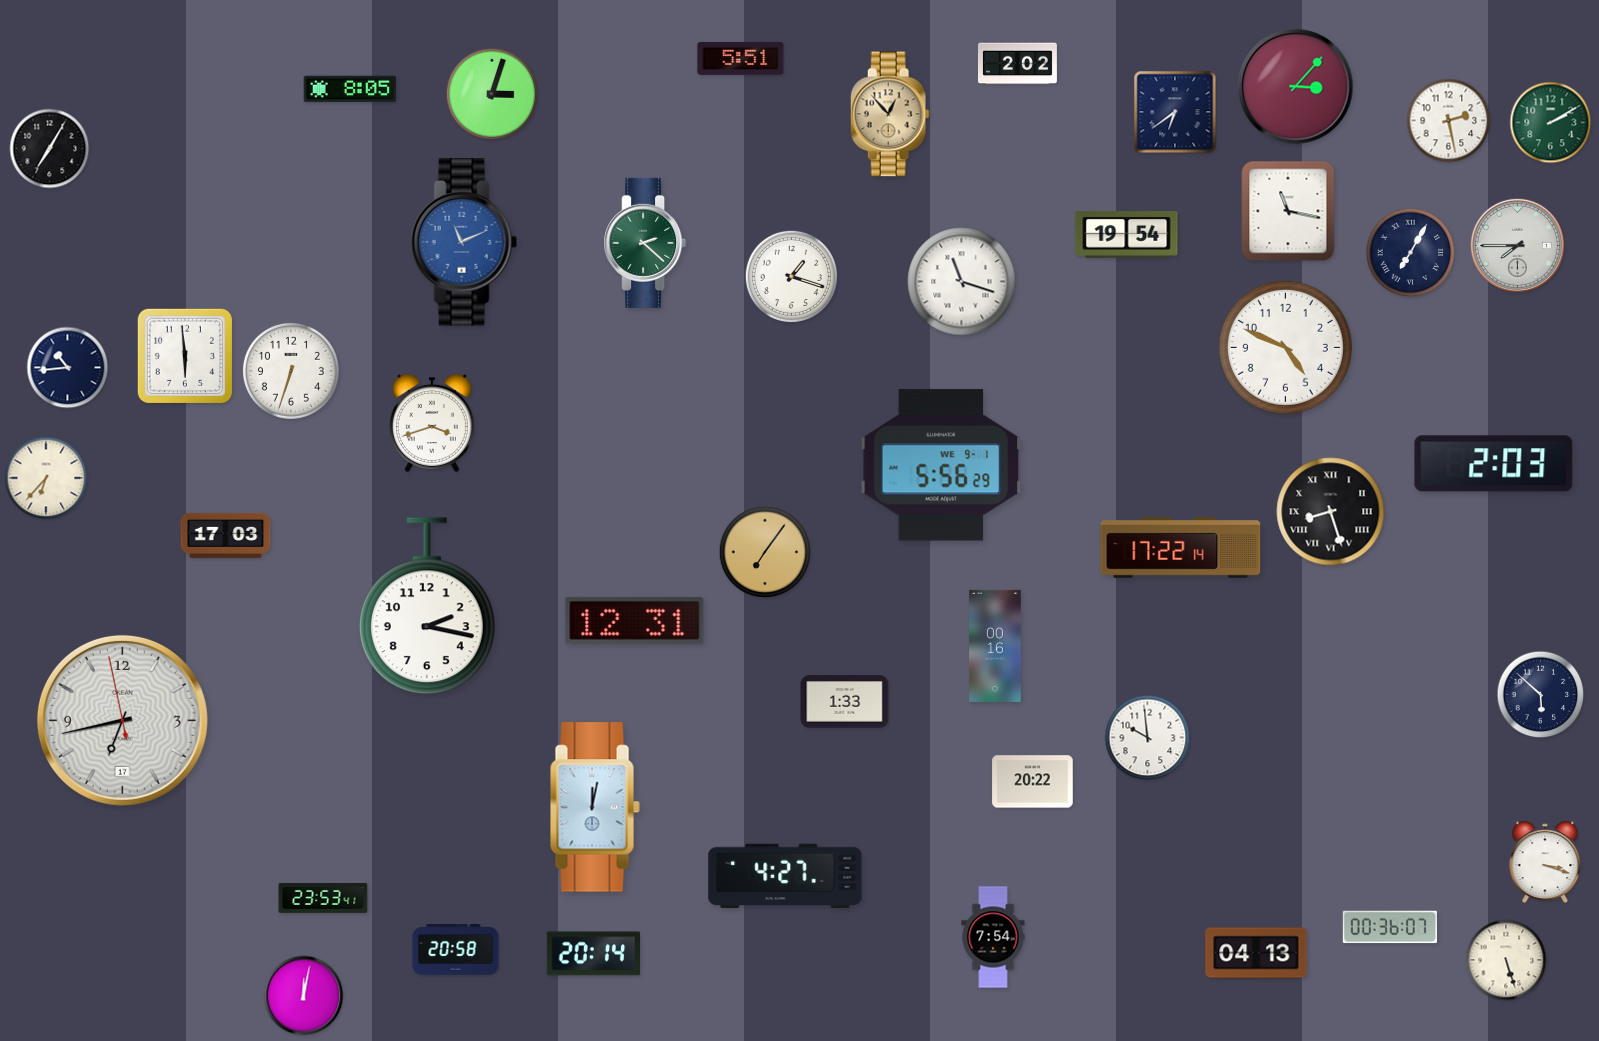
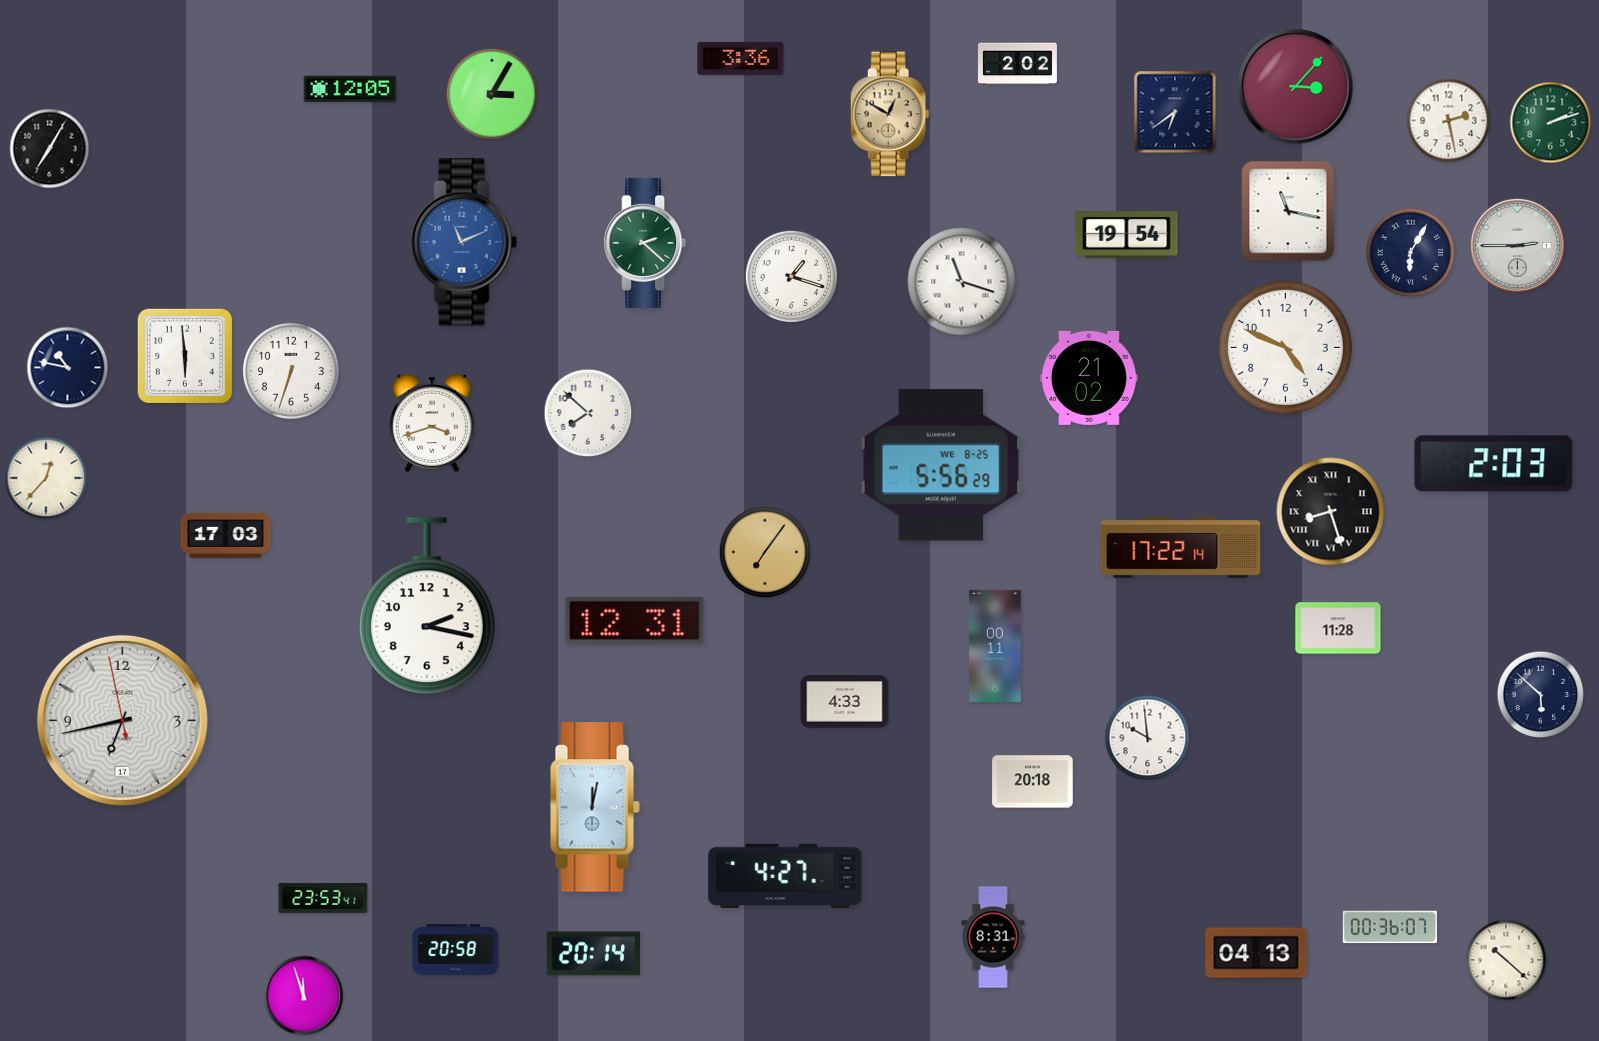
clock at (741, 58): 5:51 -> 3:36
clock at (350, 89): 8:05 -> 12:05
clock at (491, 93): 3:03 -> 3:05
clock at (890, 114): 12:53 -> 12:50
clock at (1551, 123): 2:10 -> 2:12
clock at (1517, 245): 7:45 -> 2:45
clock at (1411, 253): 7:05 -> 6:05
clock at (68, 368): 10:44 -> 10:47
clock at (1089, 378): none -> 21:02
clock at (588, 413): none -> 7:52
clock at (941, 465) date: WE 9-1 -> WE 8-25
clock at (46, 478): 6:37 -> 12:37
clock at (1338, 628): none -> 11:28
clock at (995, 646): 00:16 -> 00:11
clock at (845, 702): 1:33 -> 4:33
clock at (1033, 782): 20:22 -> 20:18
clock at (1545, 862): 3:18 -> none
clock at (993, 937): 7:54 -> 8:31
clock at (1506, 960): 5:27 -> 10:22
clock at (304, 996): 12:02 -> 11:57
